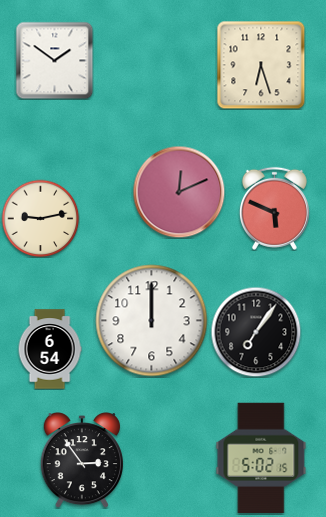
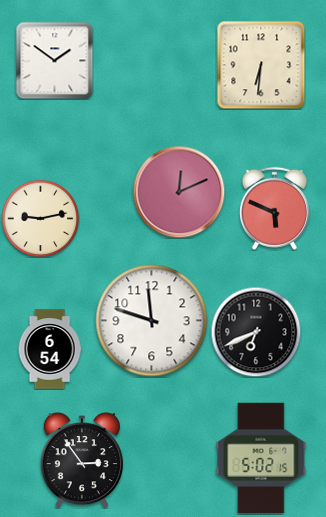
clock at (261, 65): 6:27 -> 6:31
clock at (152, 321): 12:00 -> 11:48
clock at (256, 332): 7:06 -> 6:41
